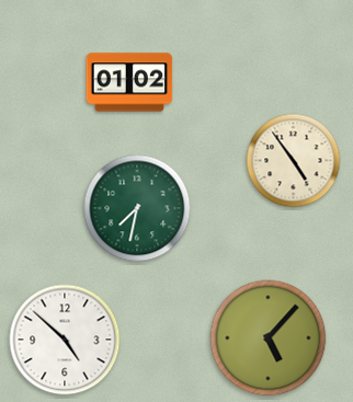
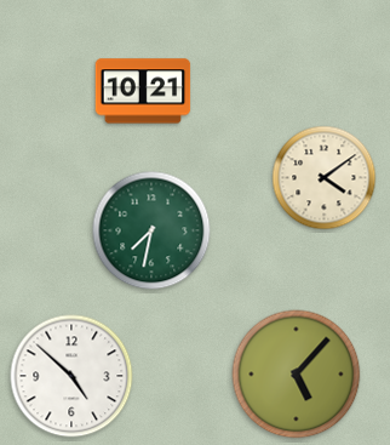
clock at (129, 82): 01:02 -> 10:21
clock at (294, 161): 4:54 -> 4:09
